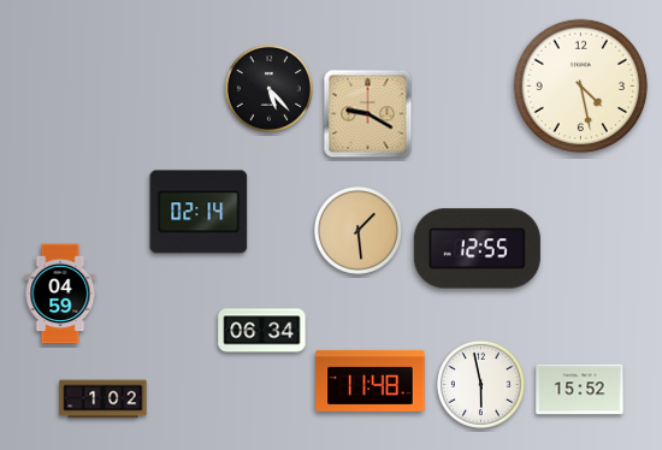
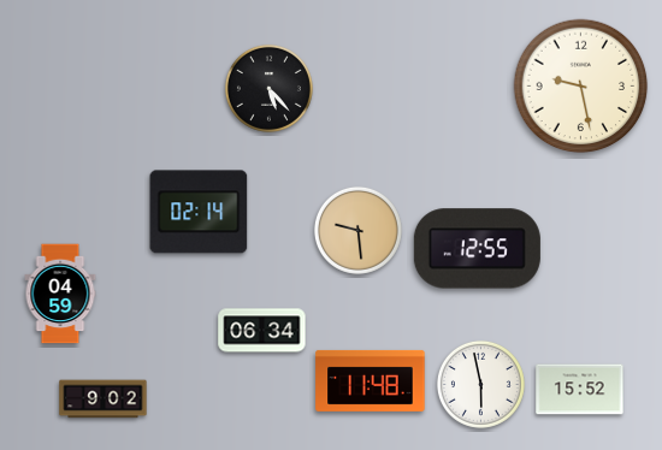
clock at (581, 87): 4:28 -> 9:28
clock at (368, 114): 9:20 -> none
clock at (357, 230): 1:29 -> 9:29
clock at (104, 399): 1:02 -> 9:02
